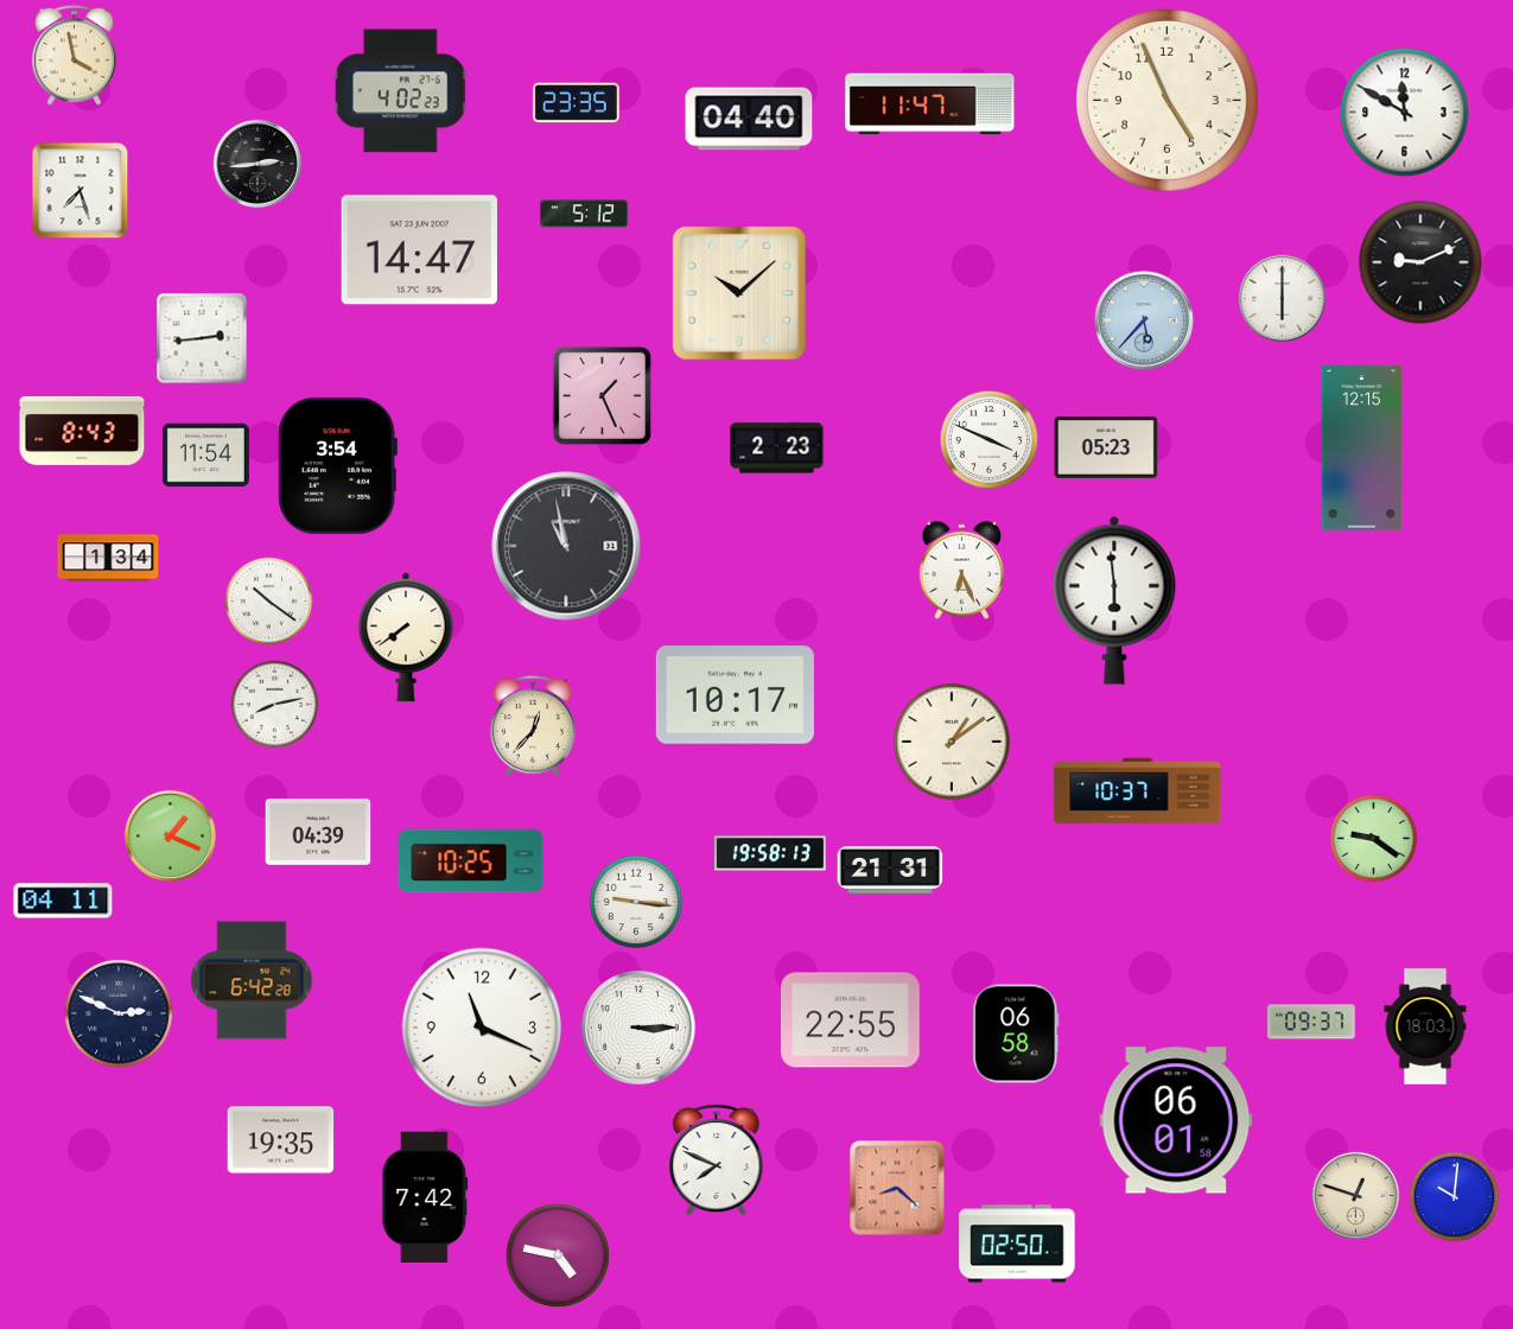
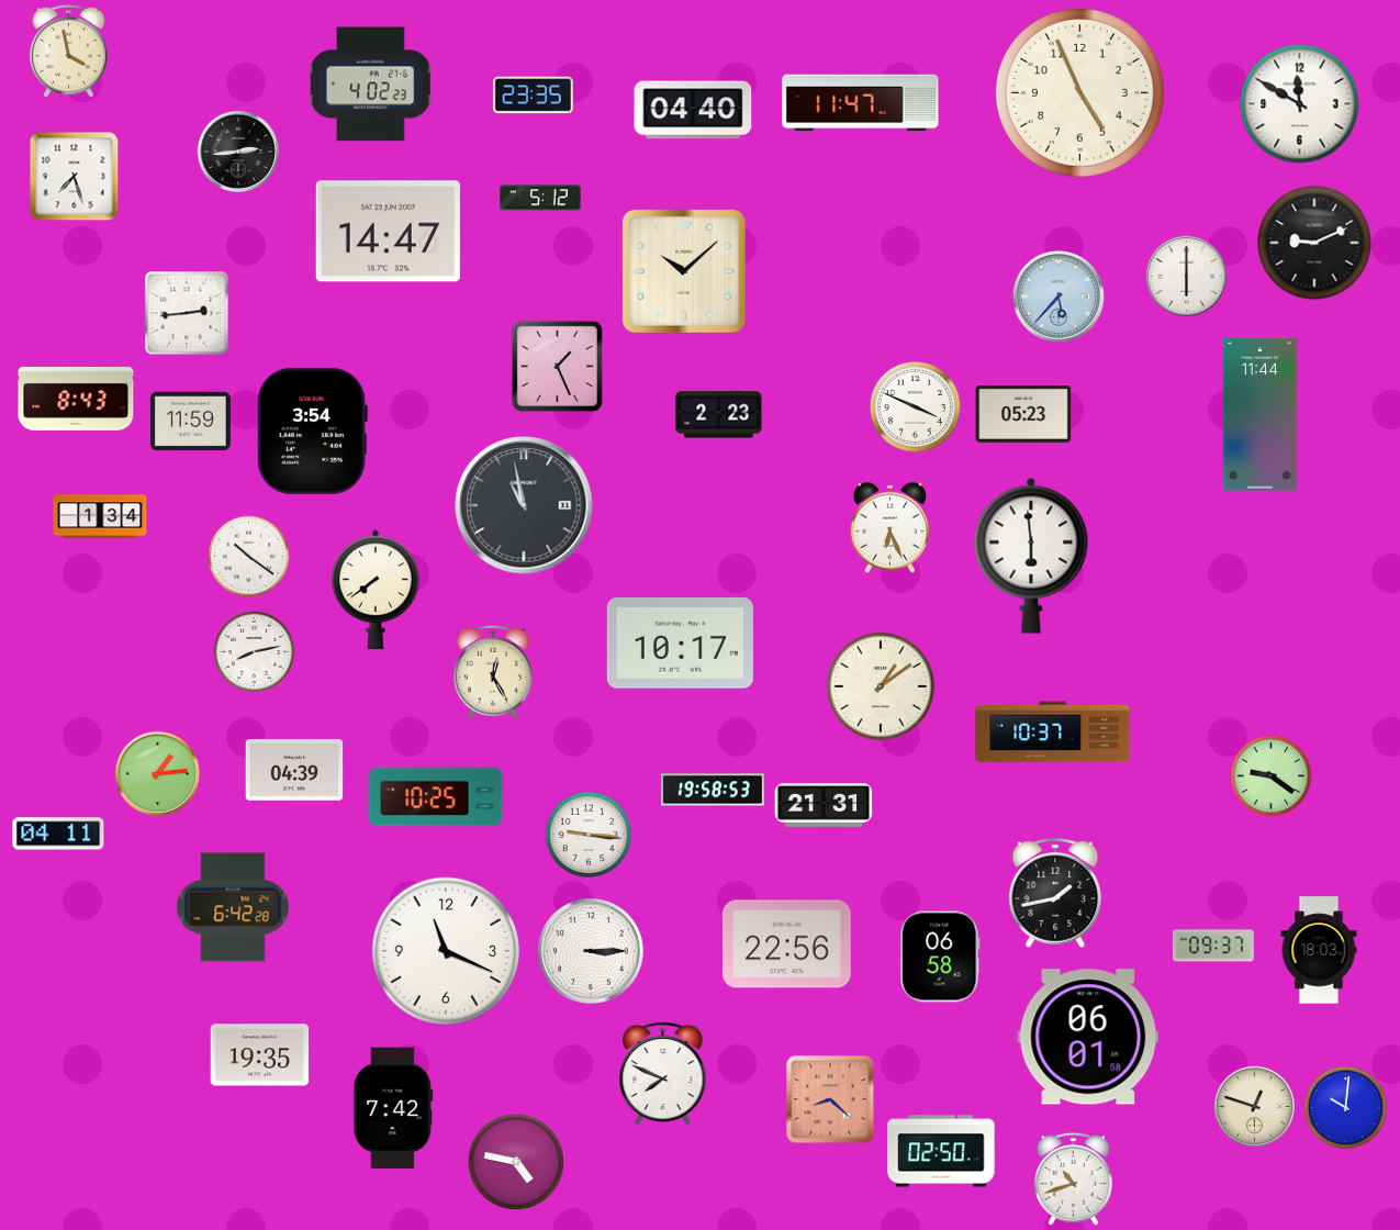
clock at (930, 104) position: (930, 104) -> (861, 103)
clock at (1362, 449): 12:15 -> 11:44
clock at (205, 456): 11:54 -> 11:59
clock at (533, 726): 12:37 -> 12:25
clock at (170, 835): 1:19 -> 1:14
clock at (770, 853): 19:58:13 -> 19:58:53
clock at (1055, 893): none -> 1:43
clock at (119, 1013): 2:49 -> none
clock at (851, 1020): 22:55 -> 22:56
clock at (1073, 1178): none -> 10:42
